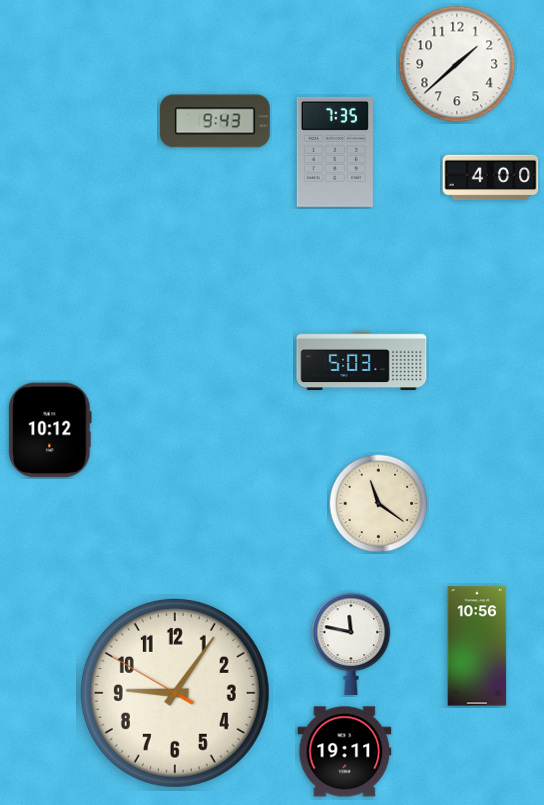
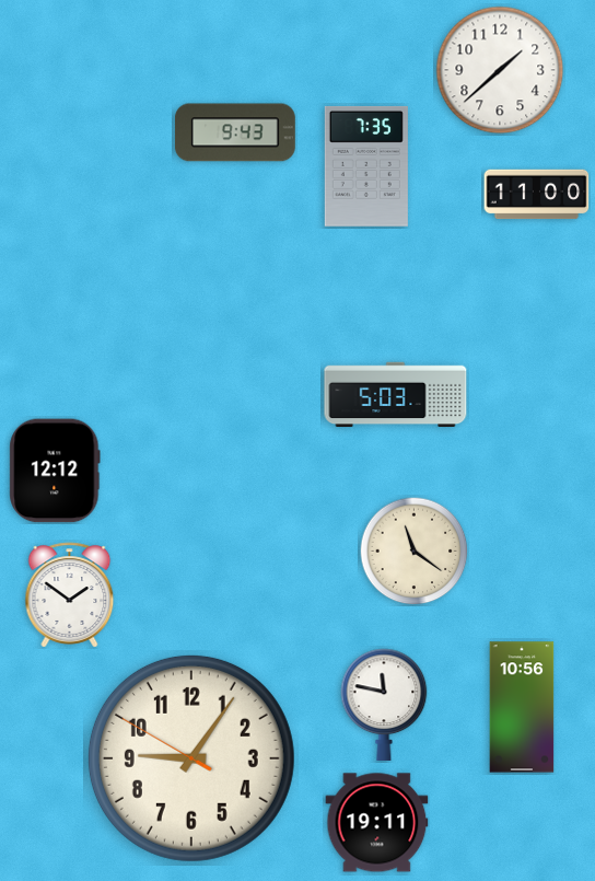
clock at (491, 178): 4:00 -> 11:00
clock at (50, 430): 10:12 -> 12:12
clock at (70, 595): none -> 1:51
